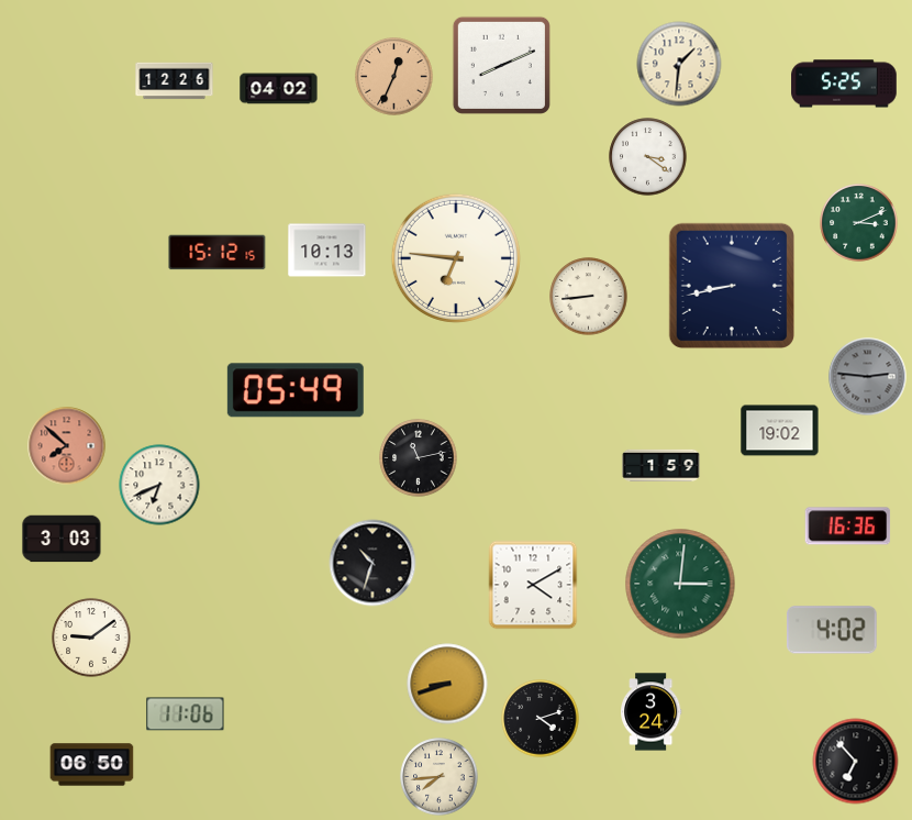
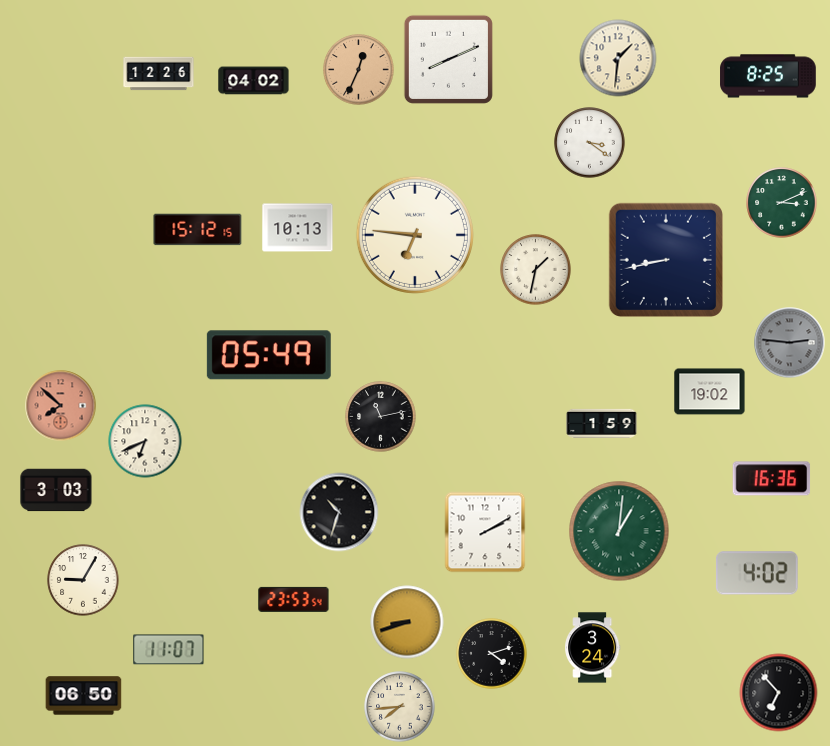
clock at (501, 65) position: (501, 65) -> (448, 59)
clock at (844, 84): 5:25 -> 8:25
clock at (589, 297): 8:44 -> 1:32
clock at (680, 584): 3:01 -> 1:01
clock at (533, 585): 4:10 -> 2:10
clock at (91, 638): 9:09 -> 9:05
clock at (294, 599): none -> 23:53
clock at (186, 714): 11:06 -> 11:07
